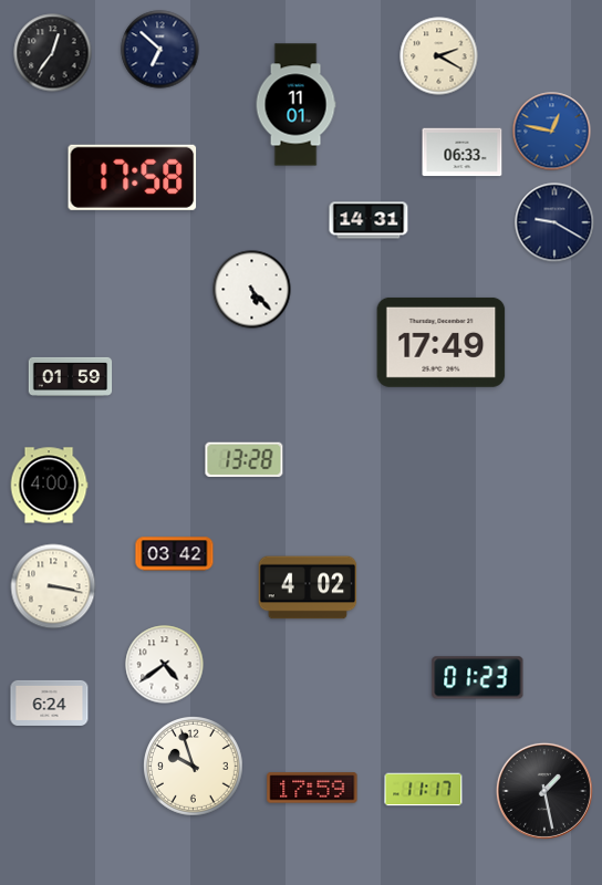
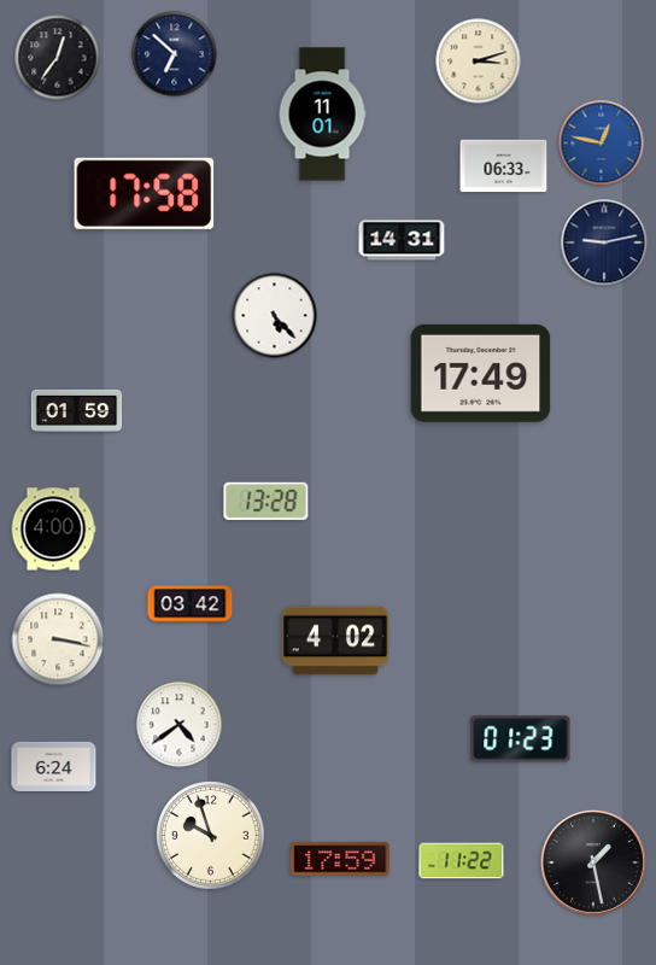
clock at (439, 56): 2:20 -> 3:12
clock at (554, 222): 9:20 -> 9:13
clock at (424, 790): 11:17 -> 11:22
